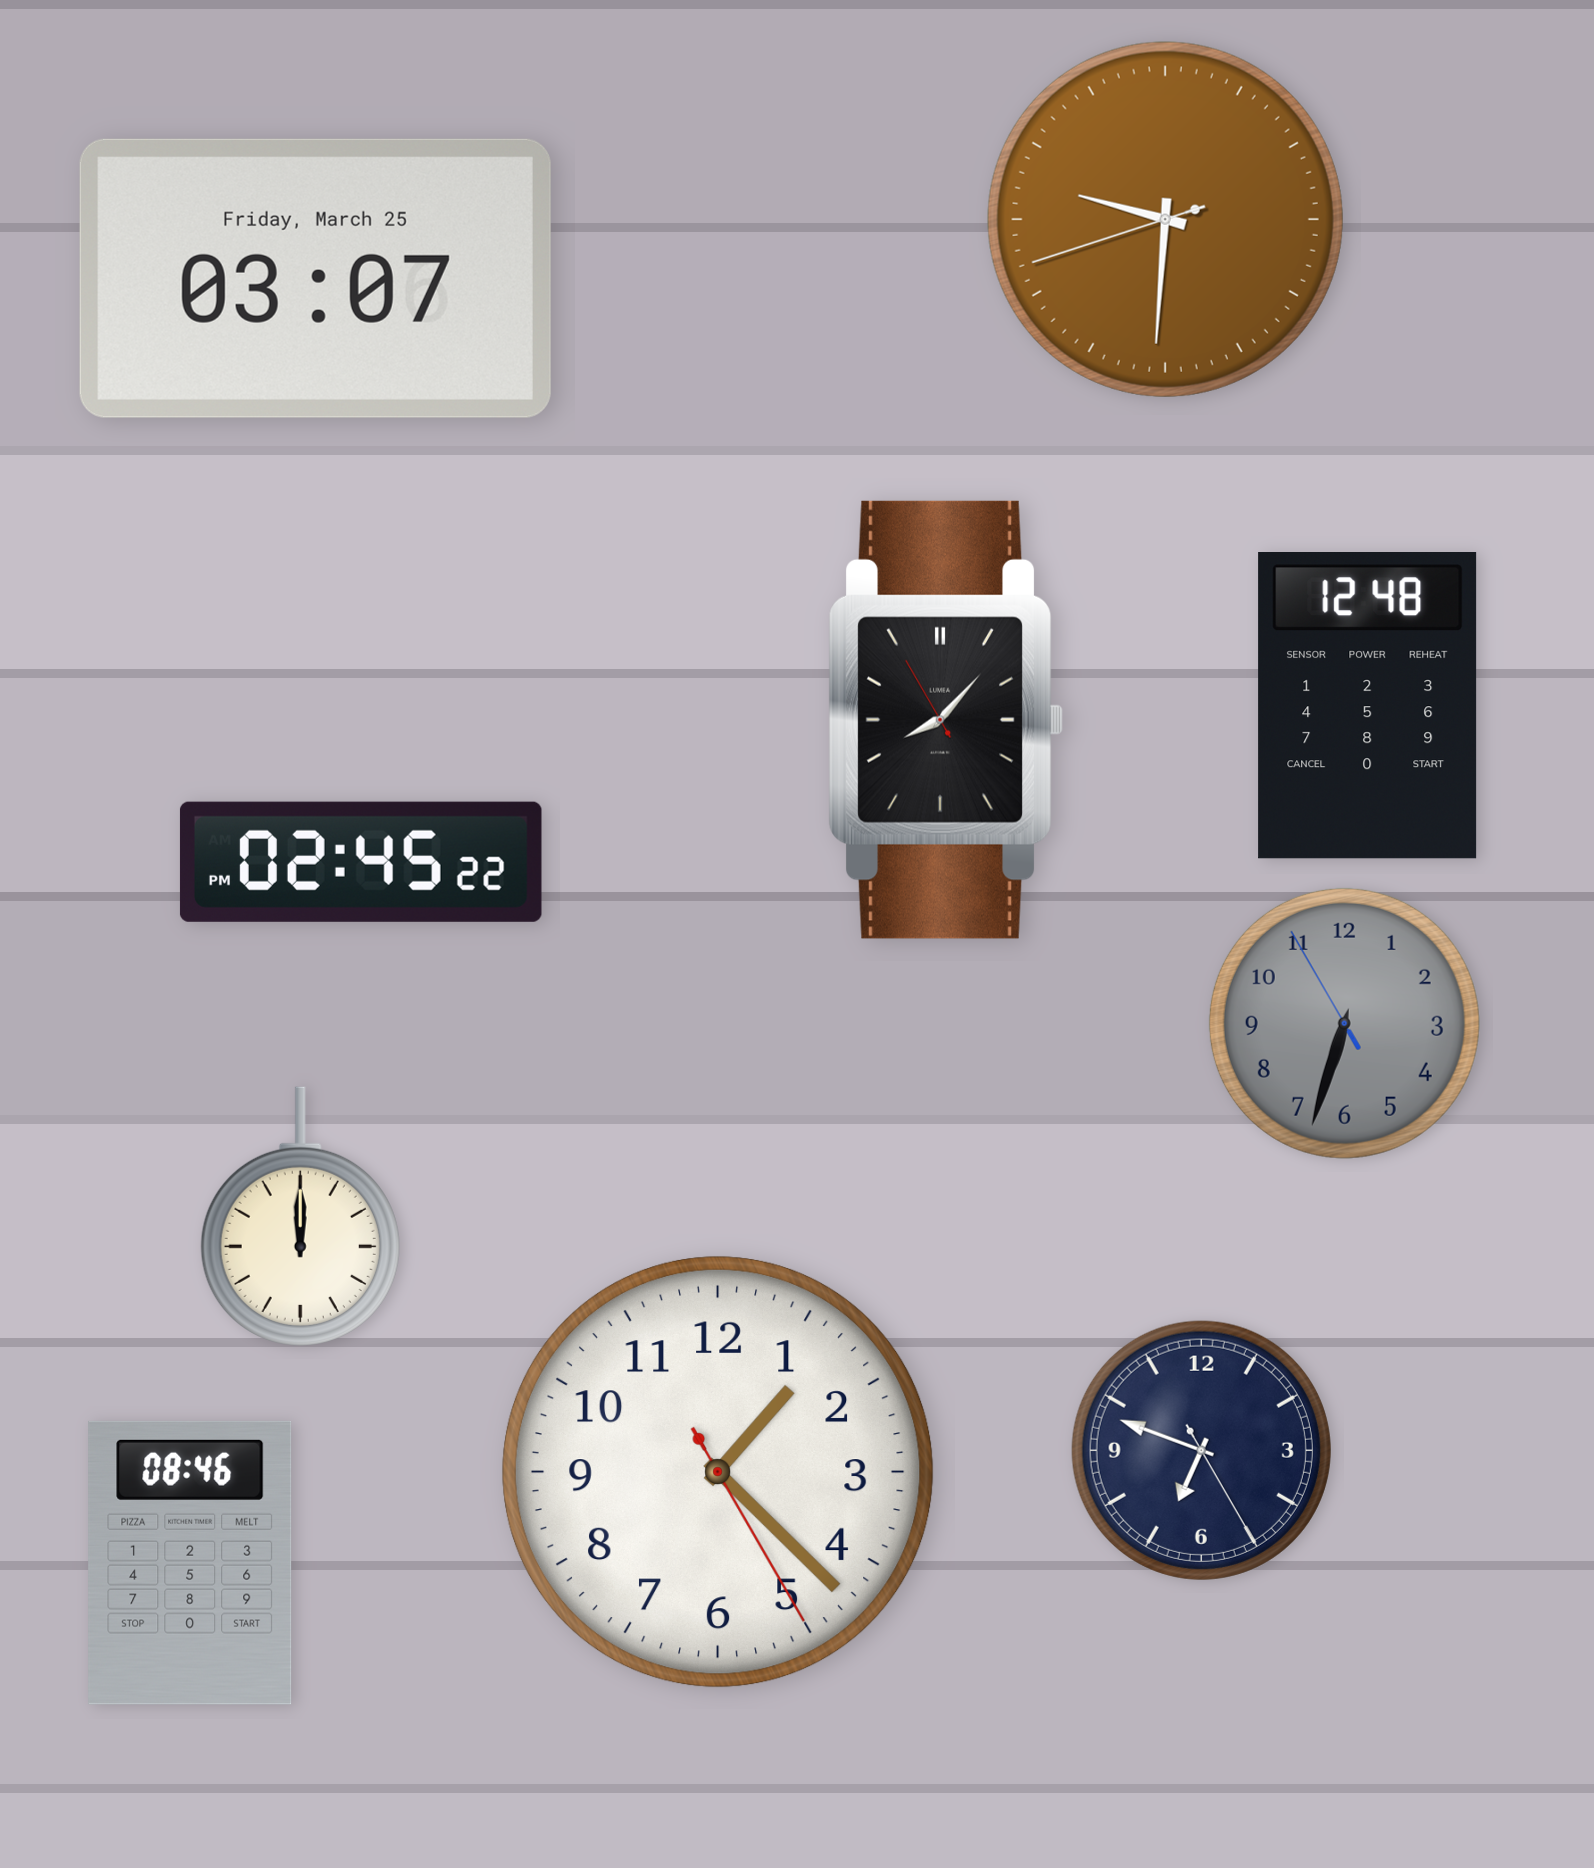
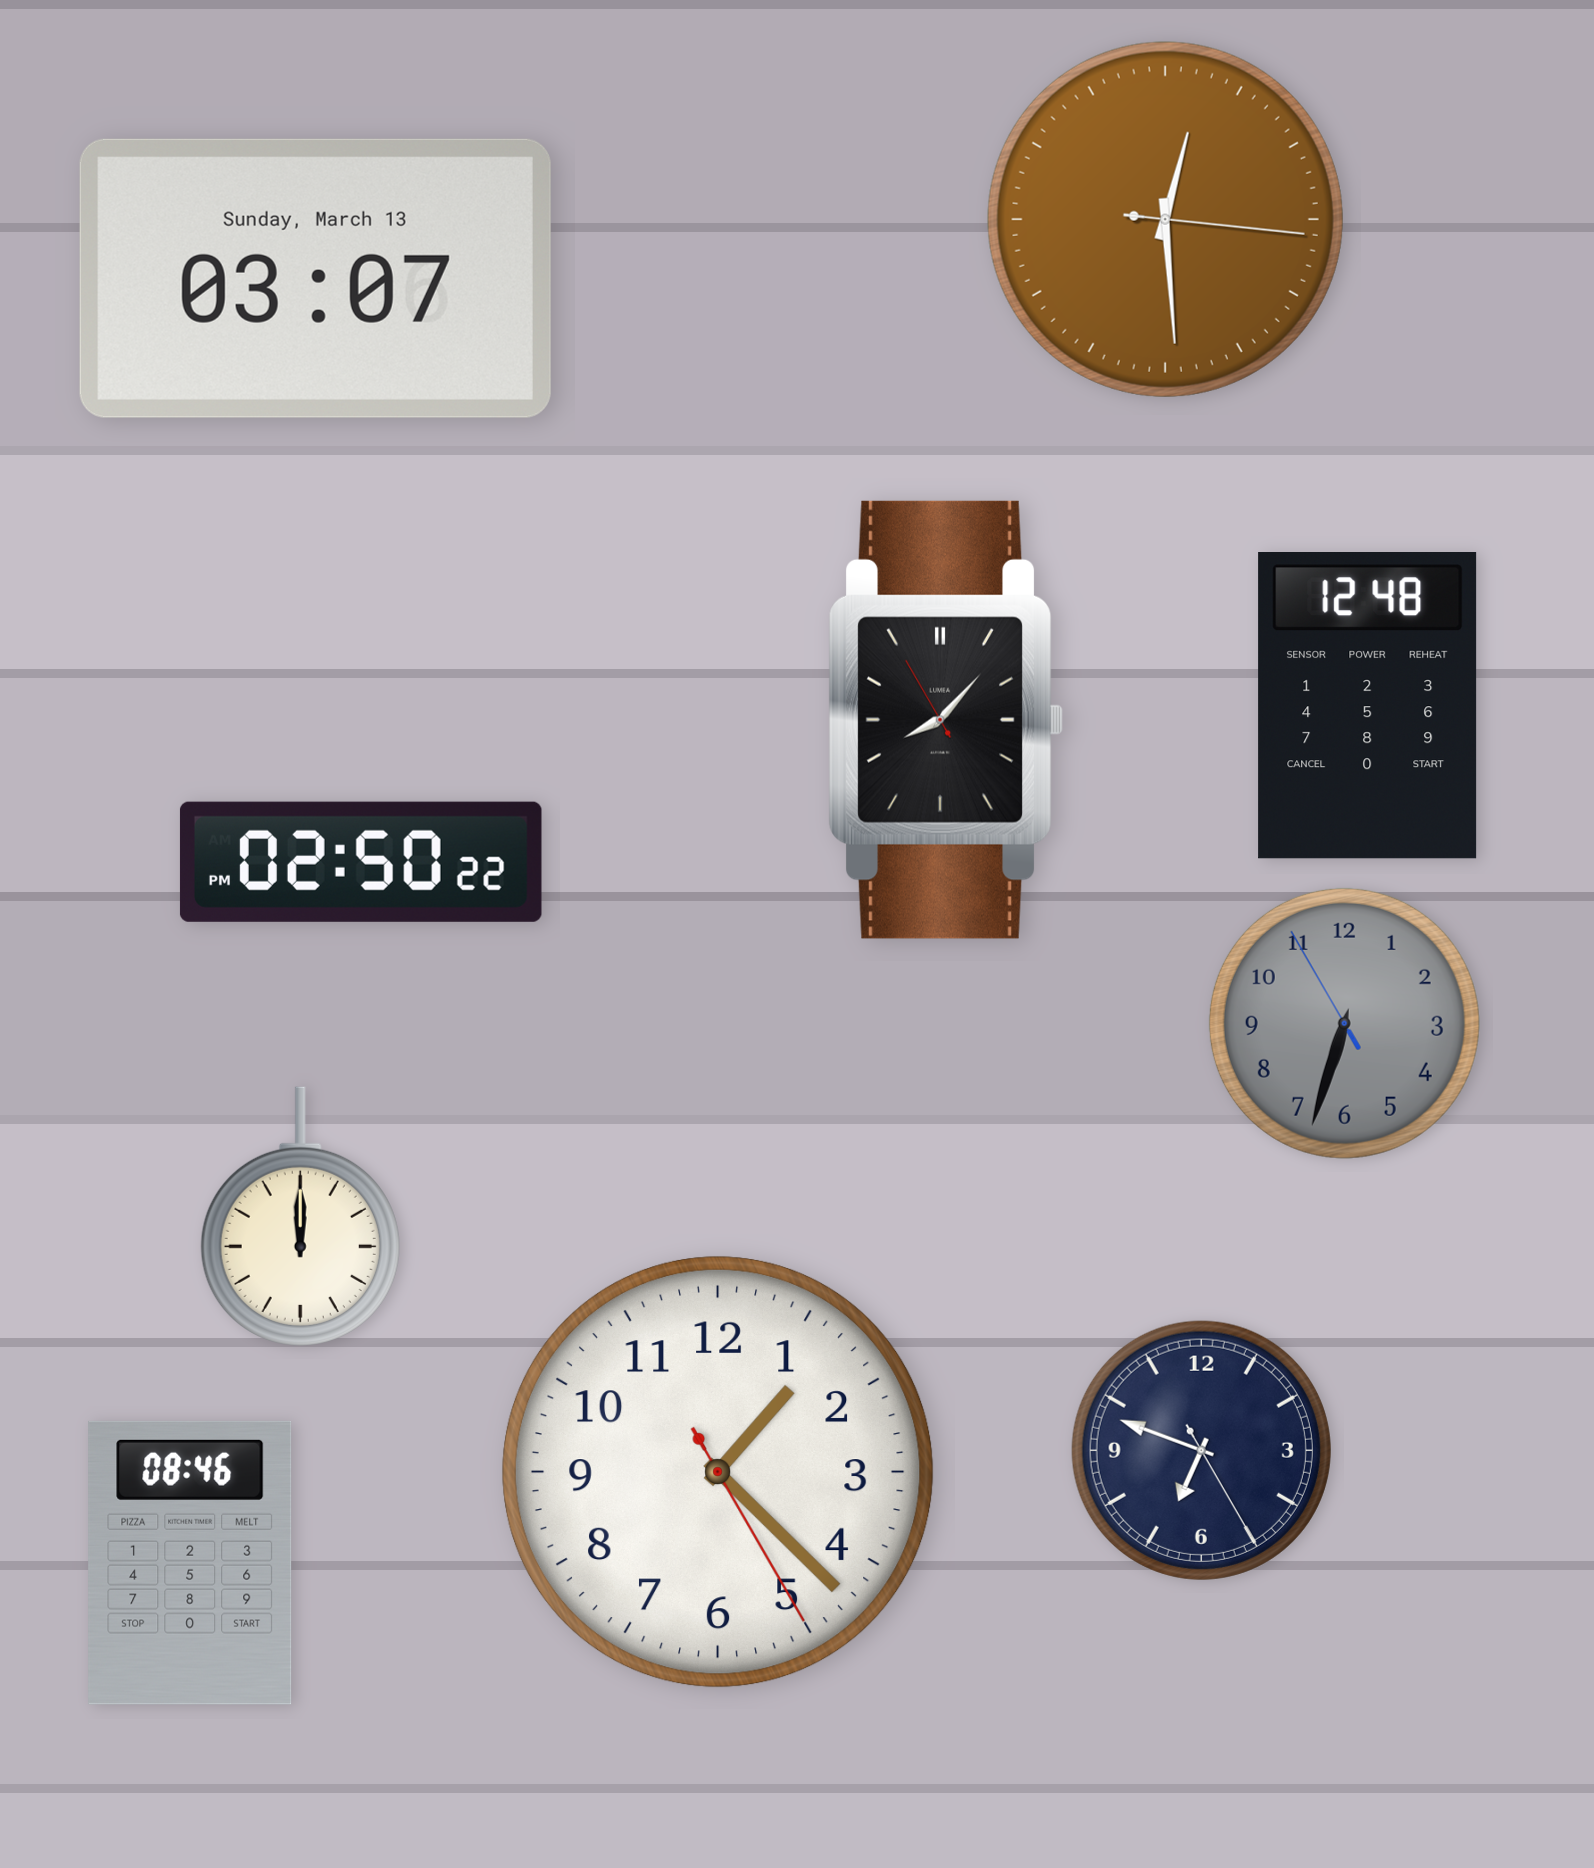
clock at (1165, 219): 9:30 -> 12:29
clock at (315, 278) date: Friday, March 25 -> Sunday, March 13
clock at (361, 862): 02:45 -> 02:50
